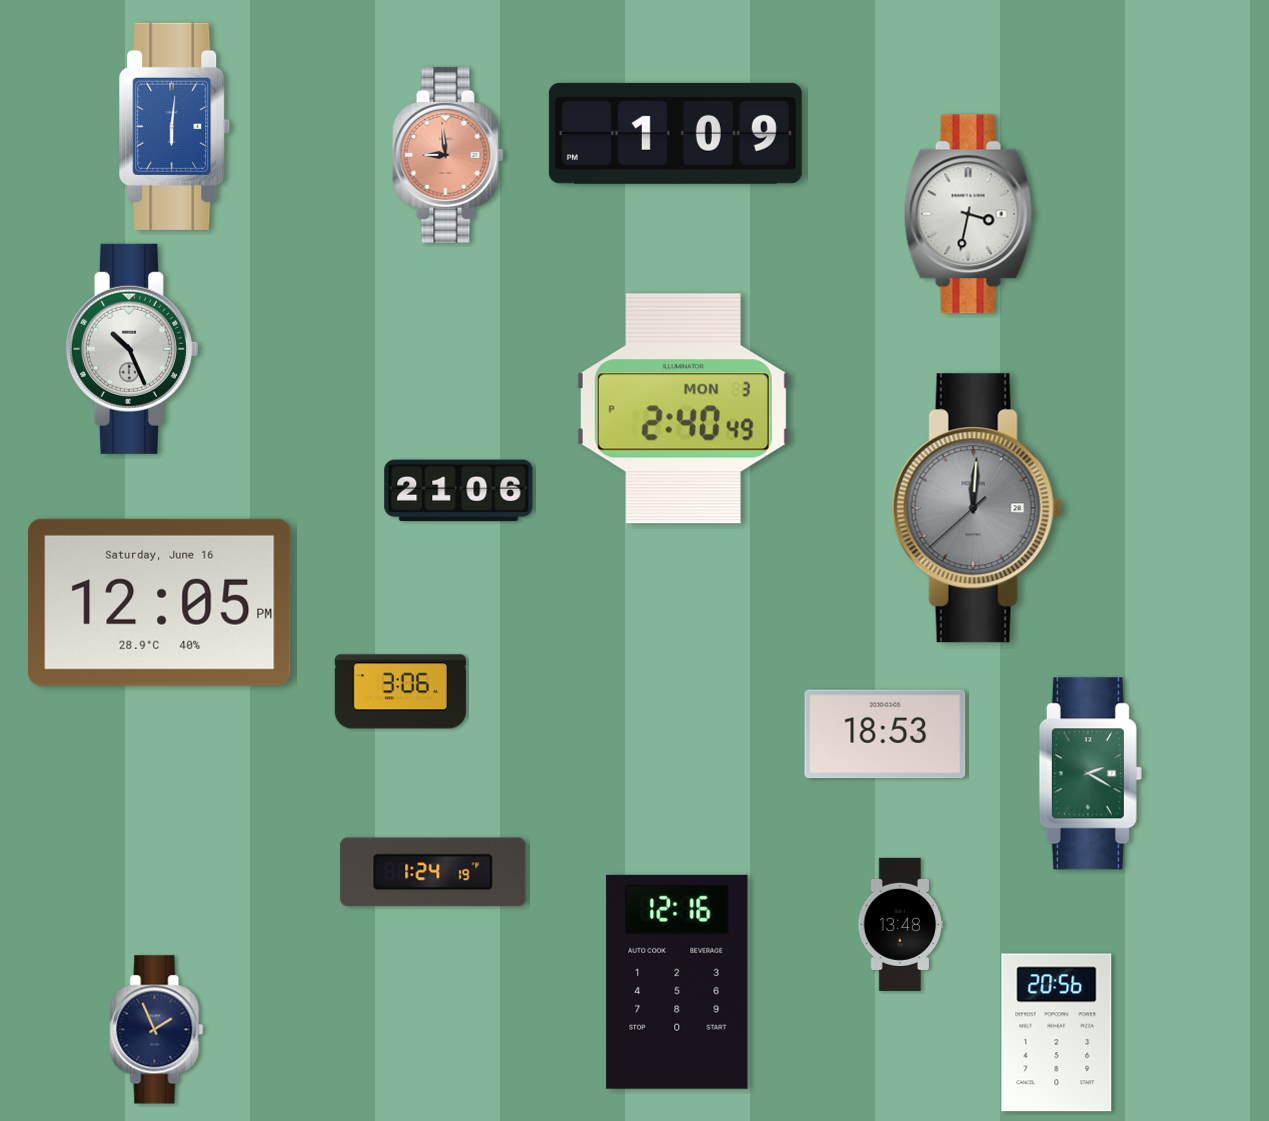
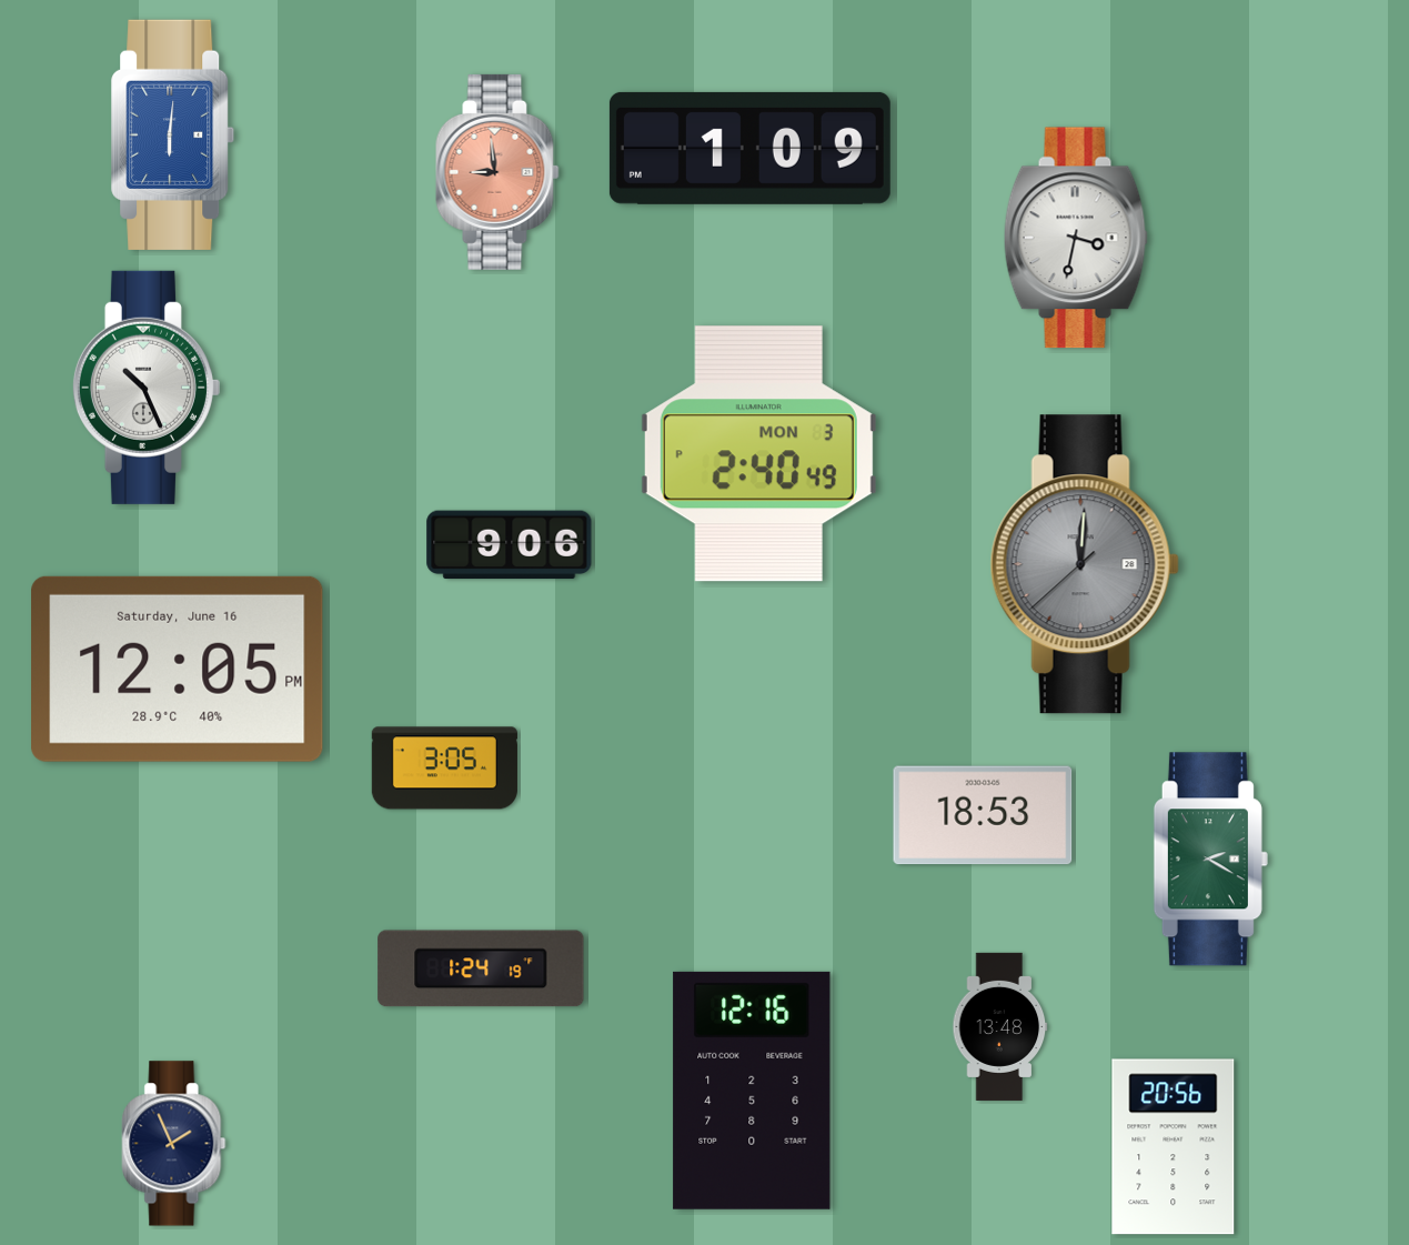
clock at (175, 126) position: (175, 126) -> (173, 134)
clock at (459, 491): 21:06 -> 9:06
clock at (400, 692): 3:06 -> 3:05
